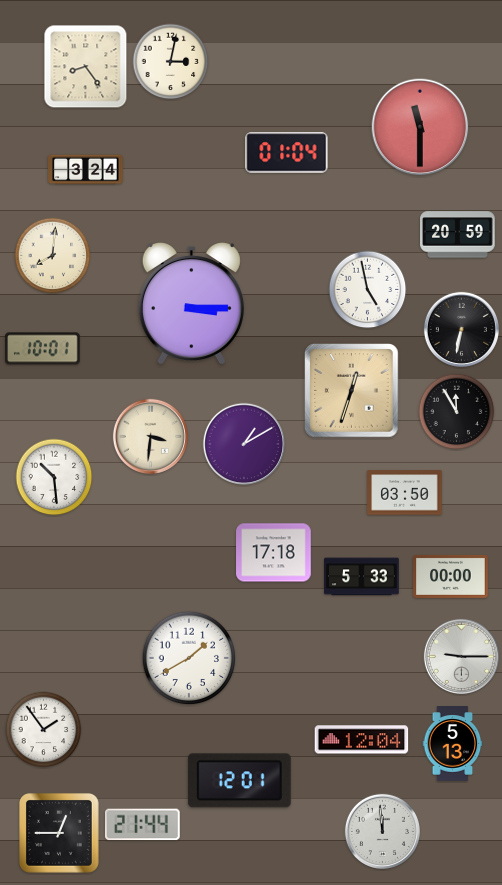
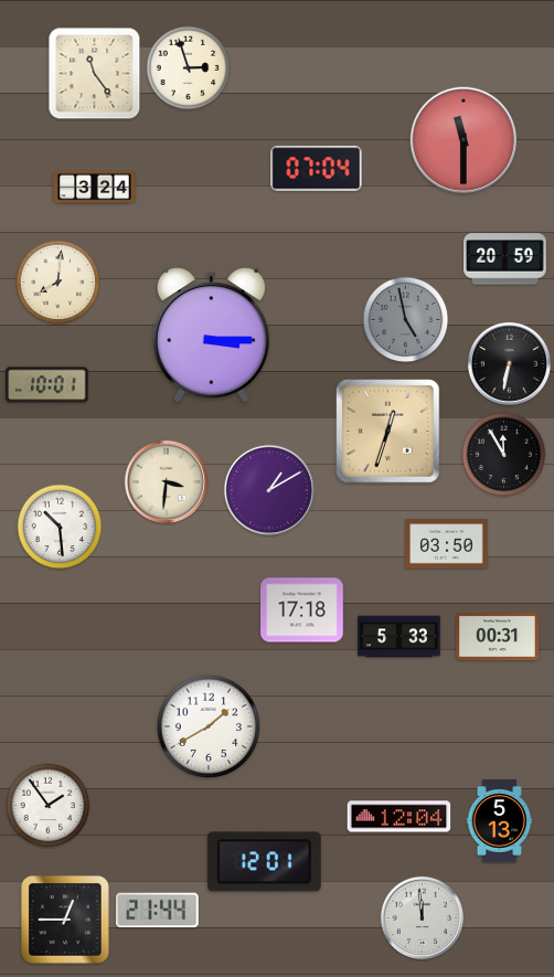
clock at (171, 62): 3:02 -> 2:57
clock at (86, 67): 8:24 -> 11:24
clock at (287, 153): 01:04 -> 07:04
clock at (368, 290) dial: white -> grey
clock at (451, 576): 00:00 -> 00:31
clock at (461, 656): 9:15 -> none
